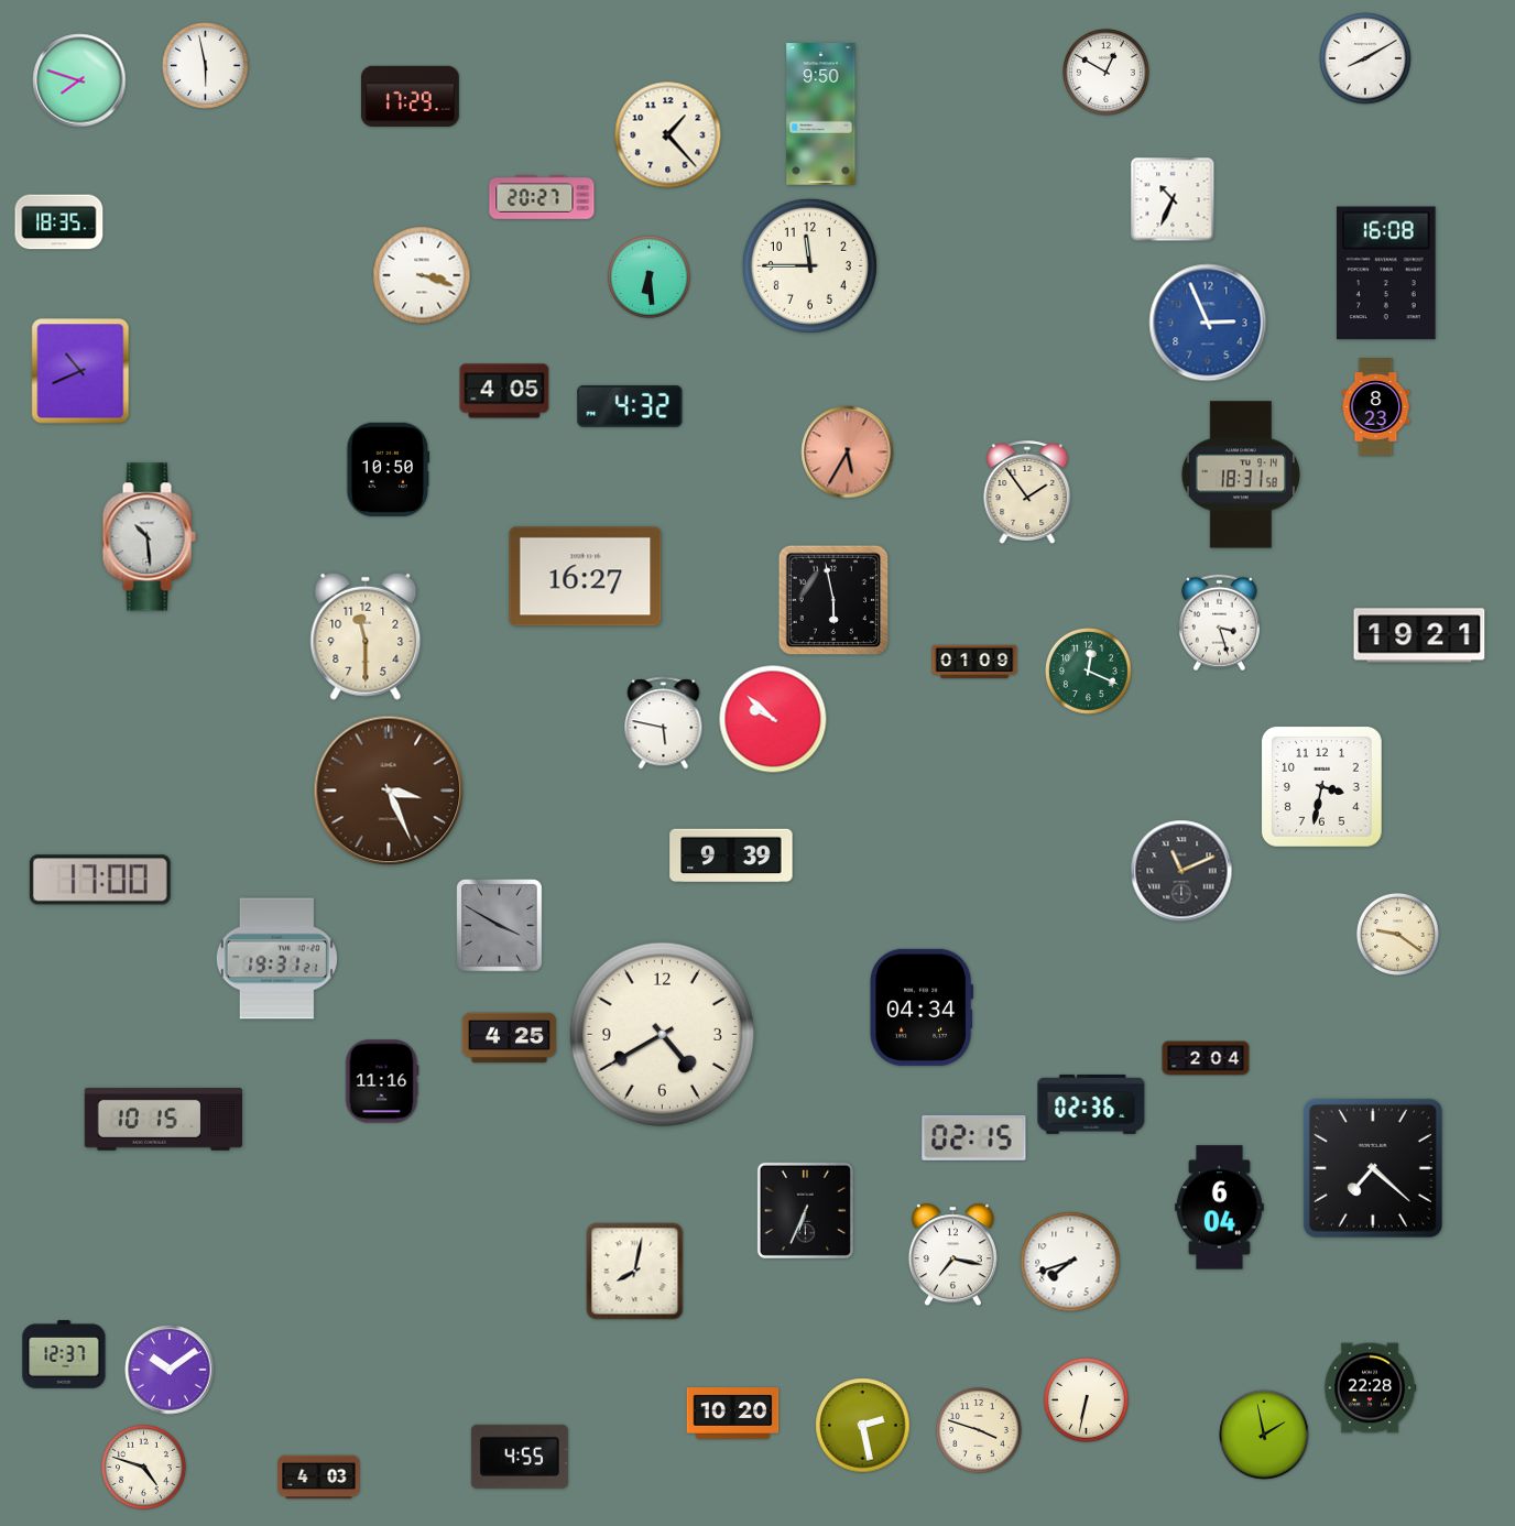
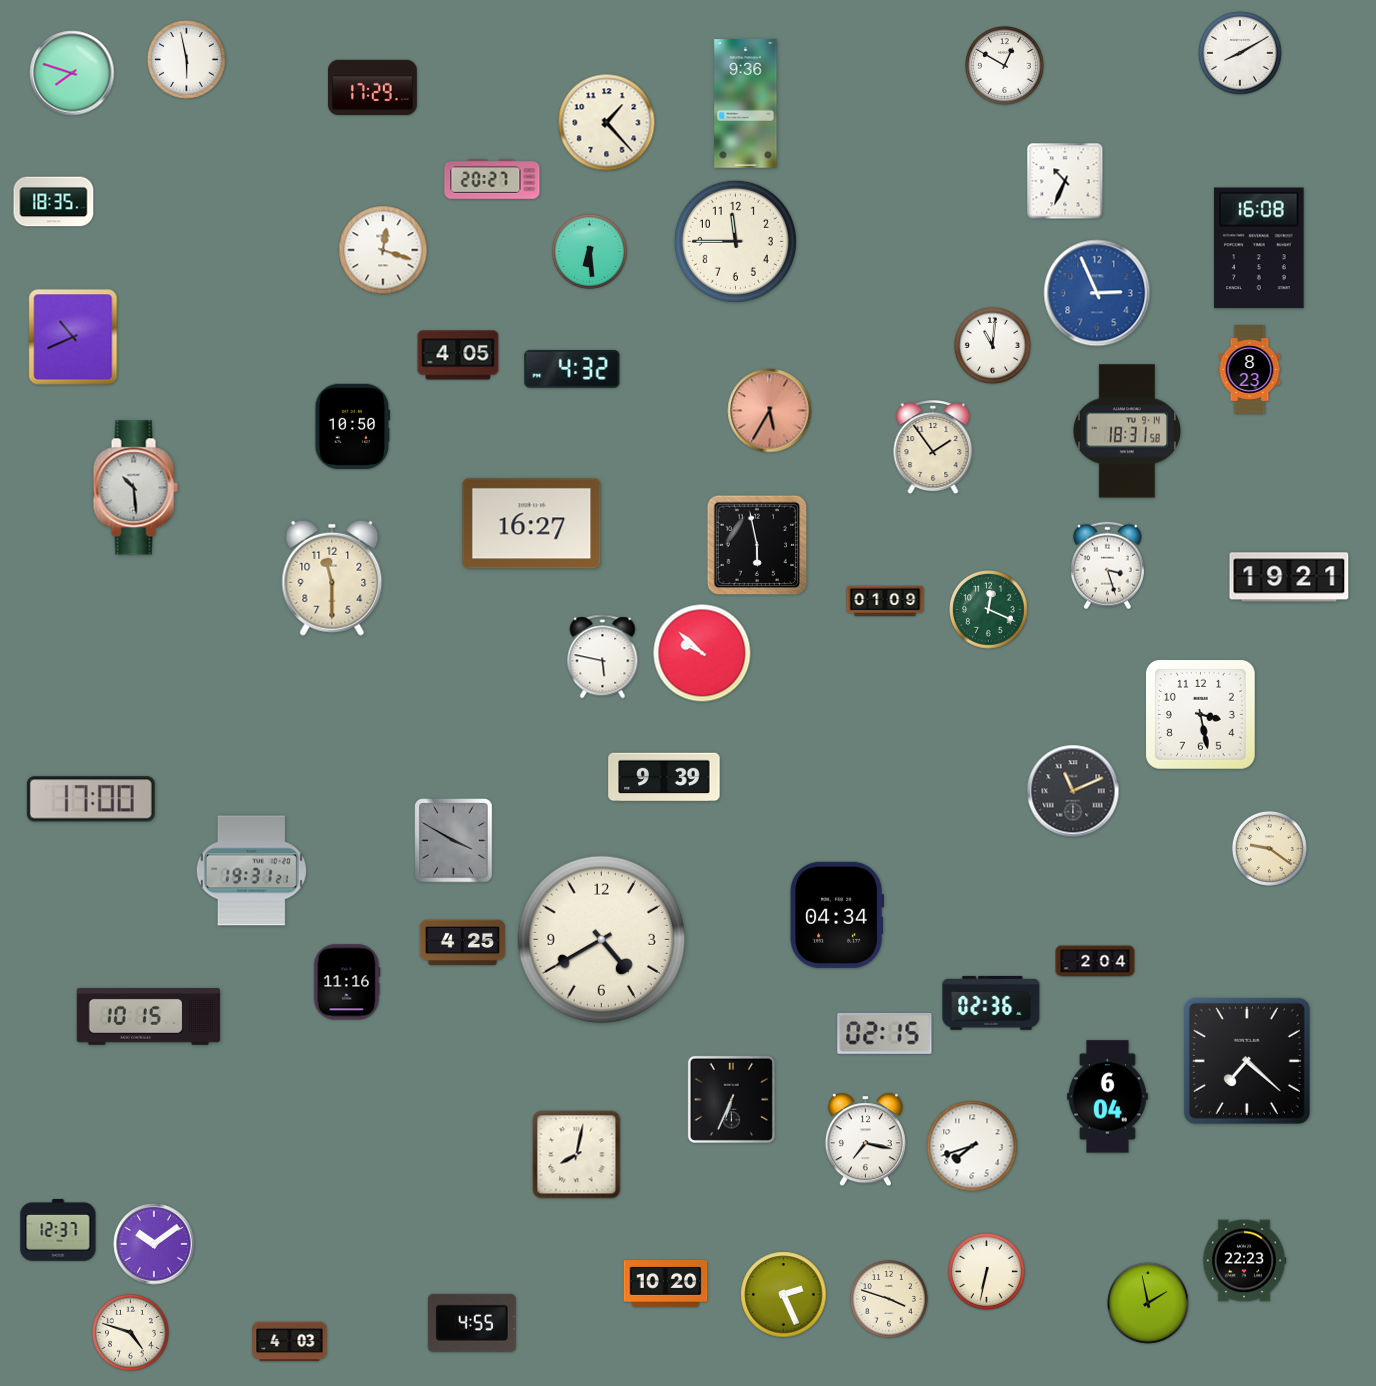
clock at (821, 115): 9:50 -> 9:36
clock at (422, 275): 3:18 -> 12:18
clock at (992, 345): none -> 11:01
clock at (1321, 786): 3:32 -> 3:28
clock at (389, 791): 3:26 -> none
clock at (1370, 1388): 22:28 -> 22:23
clock at (863, 1426): 2:28 -> 2:26
